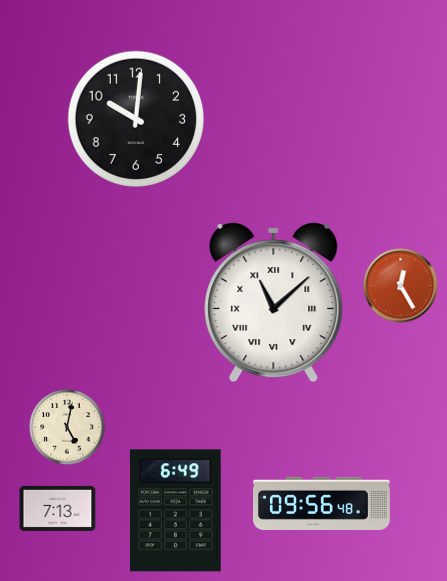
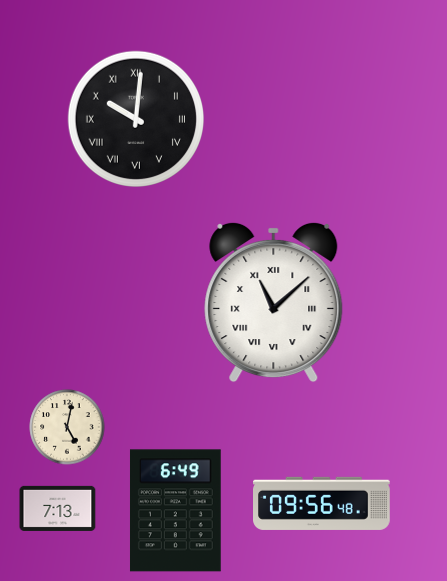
clock at (135, 118) numerals: Arabic -> Roman
clock at (401, 286): 12:25 -> none
